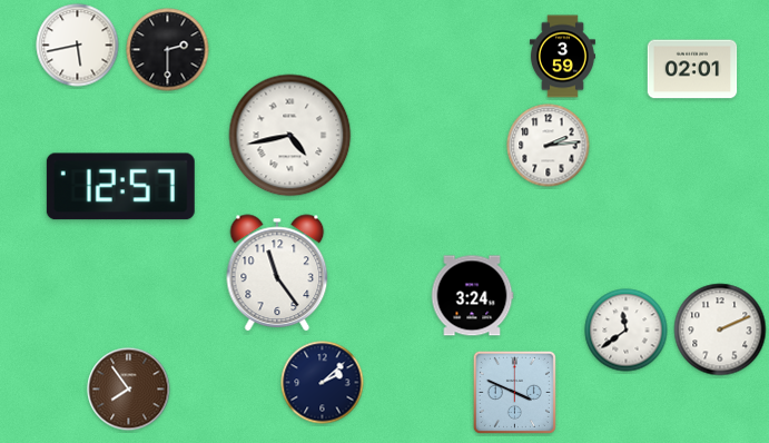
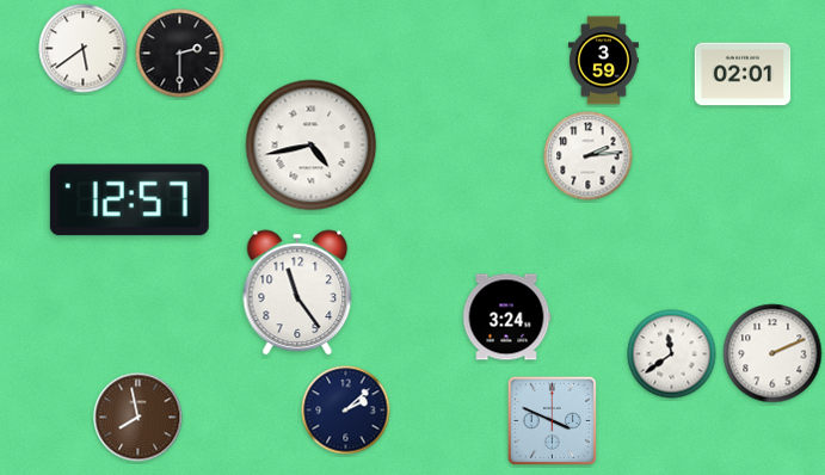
clock at (78, 46): 5:43 -> 5:39
clock at (129, 390): 7:54 -> 7:58
